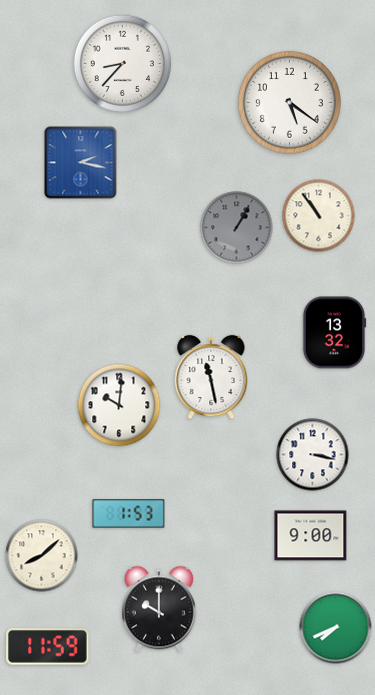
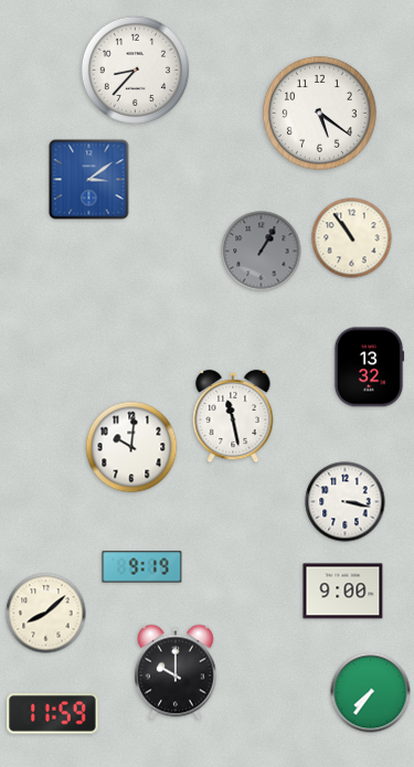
clock at (81, 163): 2:17 -> 3:09
clock at (129, 514): 1:53 -> 9:19
clock at (336, 628): 7:41 -> 7:36
